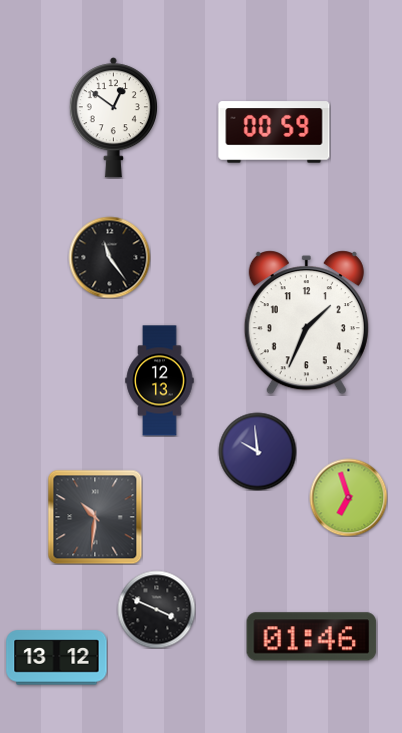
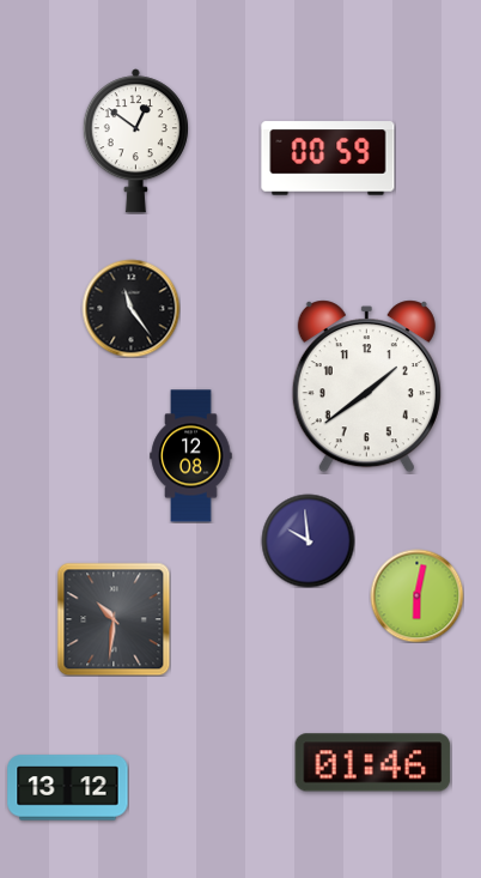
clock at (306, 323): 1:34 -> 1:39
clock at (160, 381): 12:13 -> 12:08
clock at (348, 497): 6:57 -> 6:02
clock at (156, 609): 3:49 -> none
